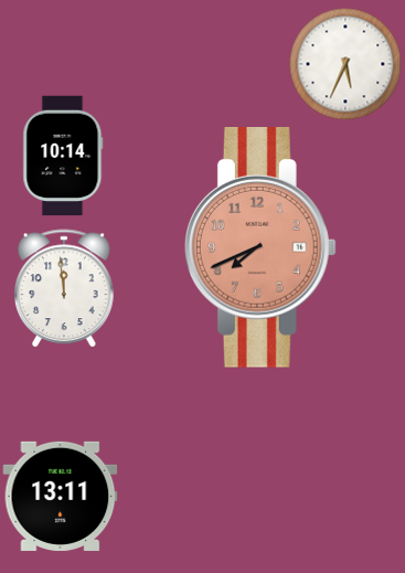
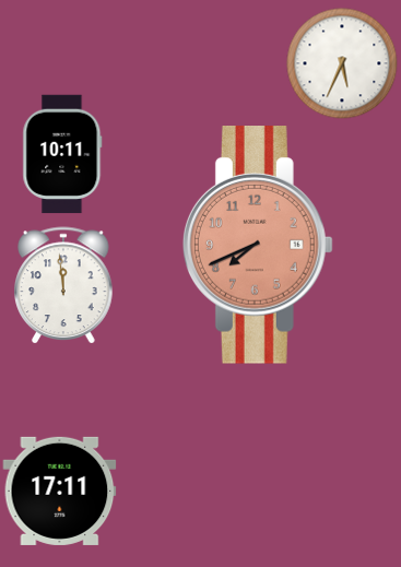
clock at (63, 156): 10:14 -> 10:11
clock at (61, 496): 13:11 -> 17:11
